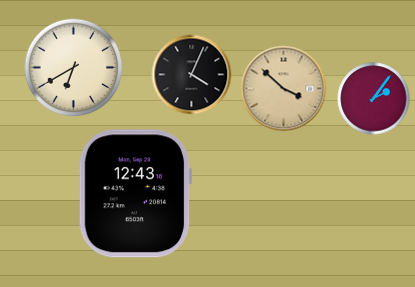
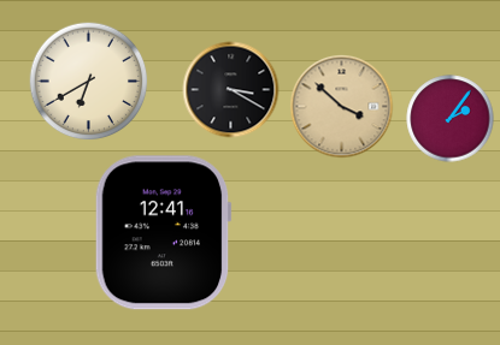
clock at (192, 75): 4:04 -> 3:20
clock at (135, 194): 12:43 -> 12:41
